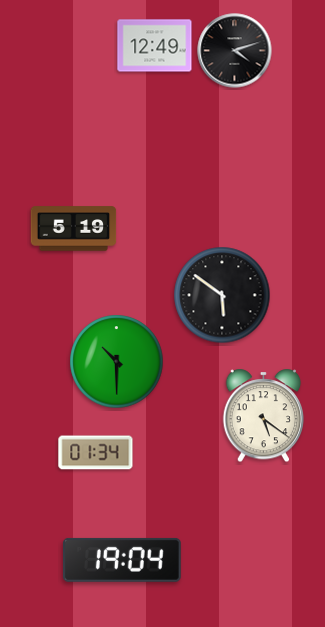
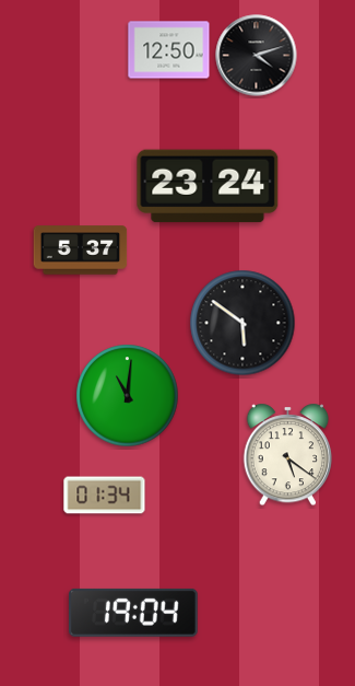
clock at (155, 46): 12:49 -> 12:50
clock at (208, 186): none -> 23:24
clock at (74, 229): 5:19 -> 5:37
clock at (117, 362): 10:30 -> 11:01
